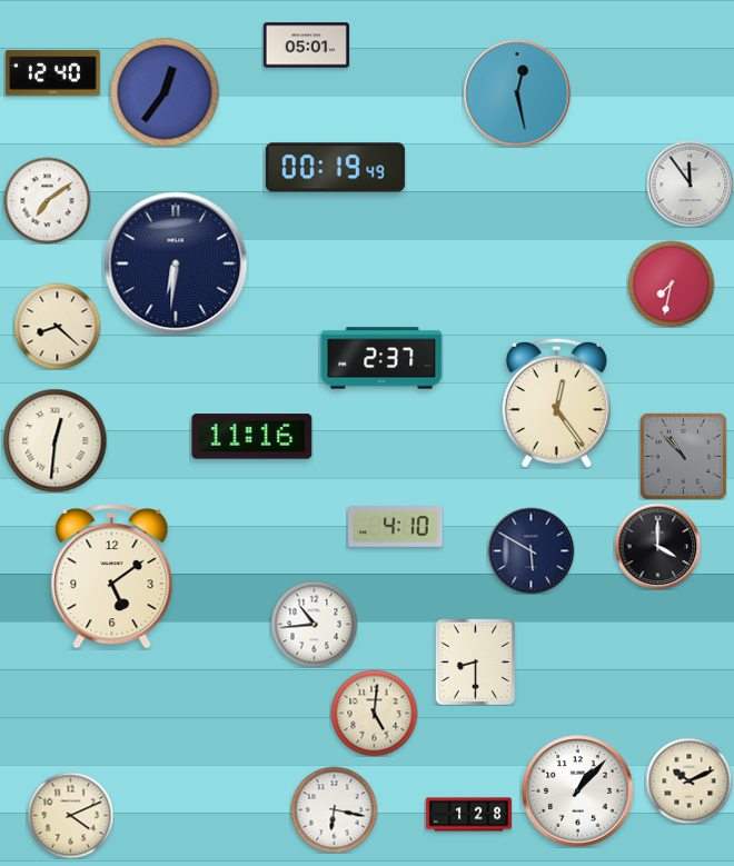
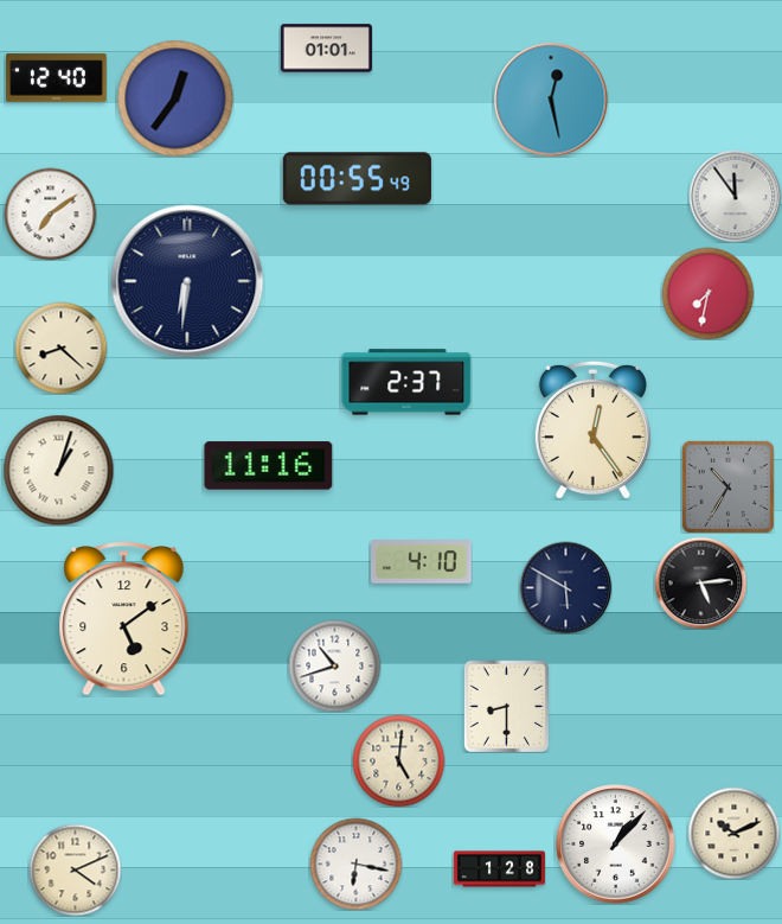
clock at (306, 46): 05:01 -> 01:01
clock at (335, 168): 00:19 -> 00:55
clock at (671, 283) position: (671, 283) -> (707, 293)
clock at (54, 440): 12:31 -> 1:03
clock at (683, 456): 10:53 -> 10:35
clock at (657, 546): 4:00 -> 5:14
clock at (112, 577) position: (112, 577) -> (124, 619)
clock at (314, 624): 10:44 -> 10:42
